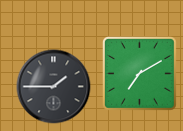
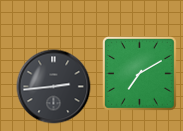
clock at (54, 87): 1:45 -> 2:44
